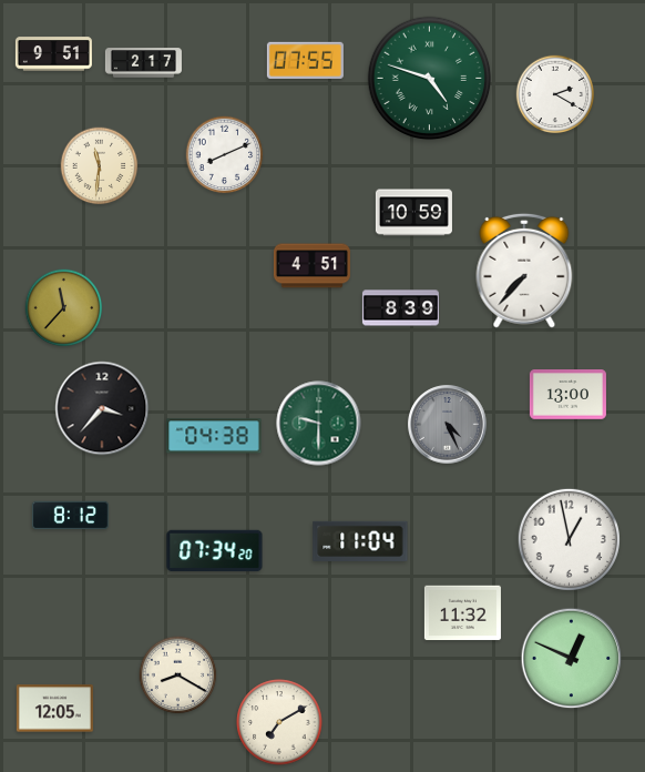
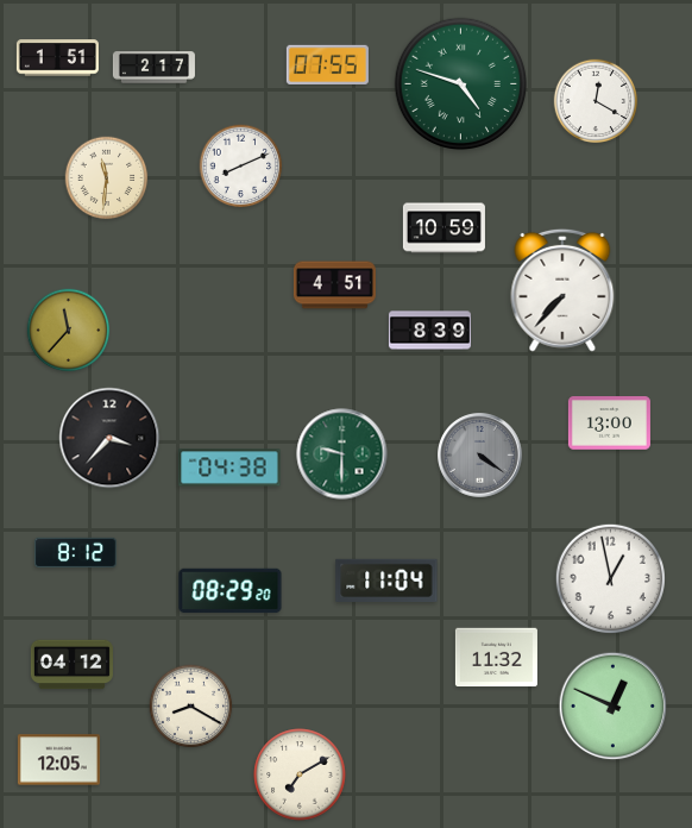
clock at (53, 54): 9:51 -> 1:51
clock at (555, 94): 2:20 -> 12:20
clock at (448, 425): 4:26 -> 4:21
clock at (215, 551): 07:34 -> 08:29
clock at (71, 665): none -> 04:12
clock at (178, 675) position: (178, 675) -> (191, 707)
